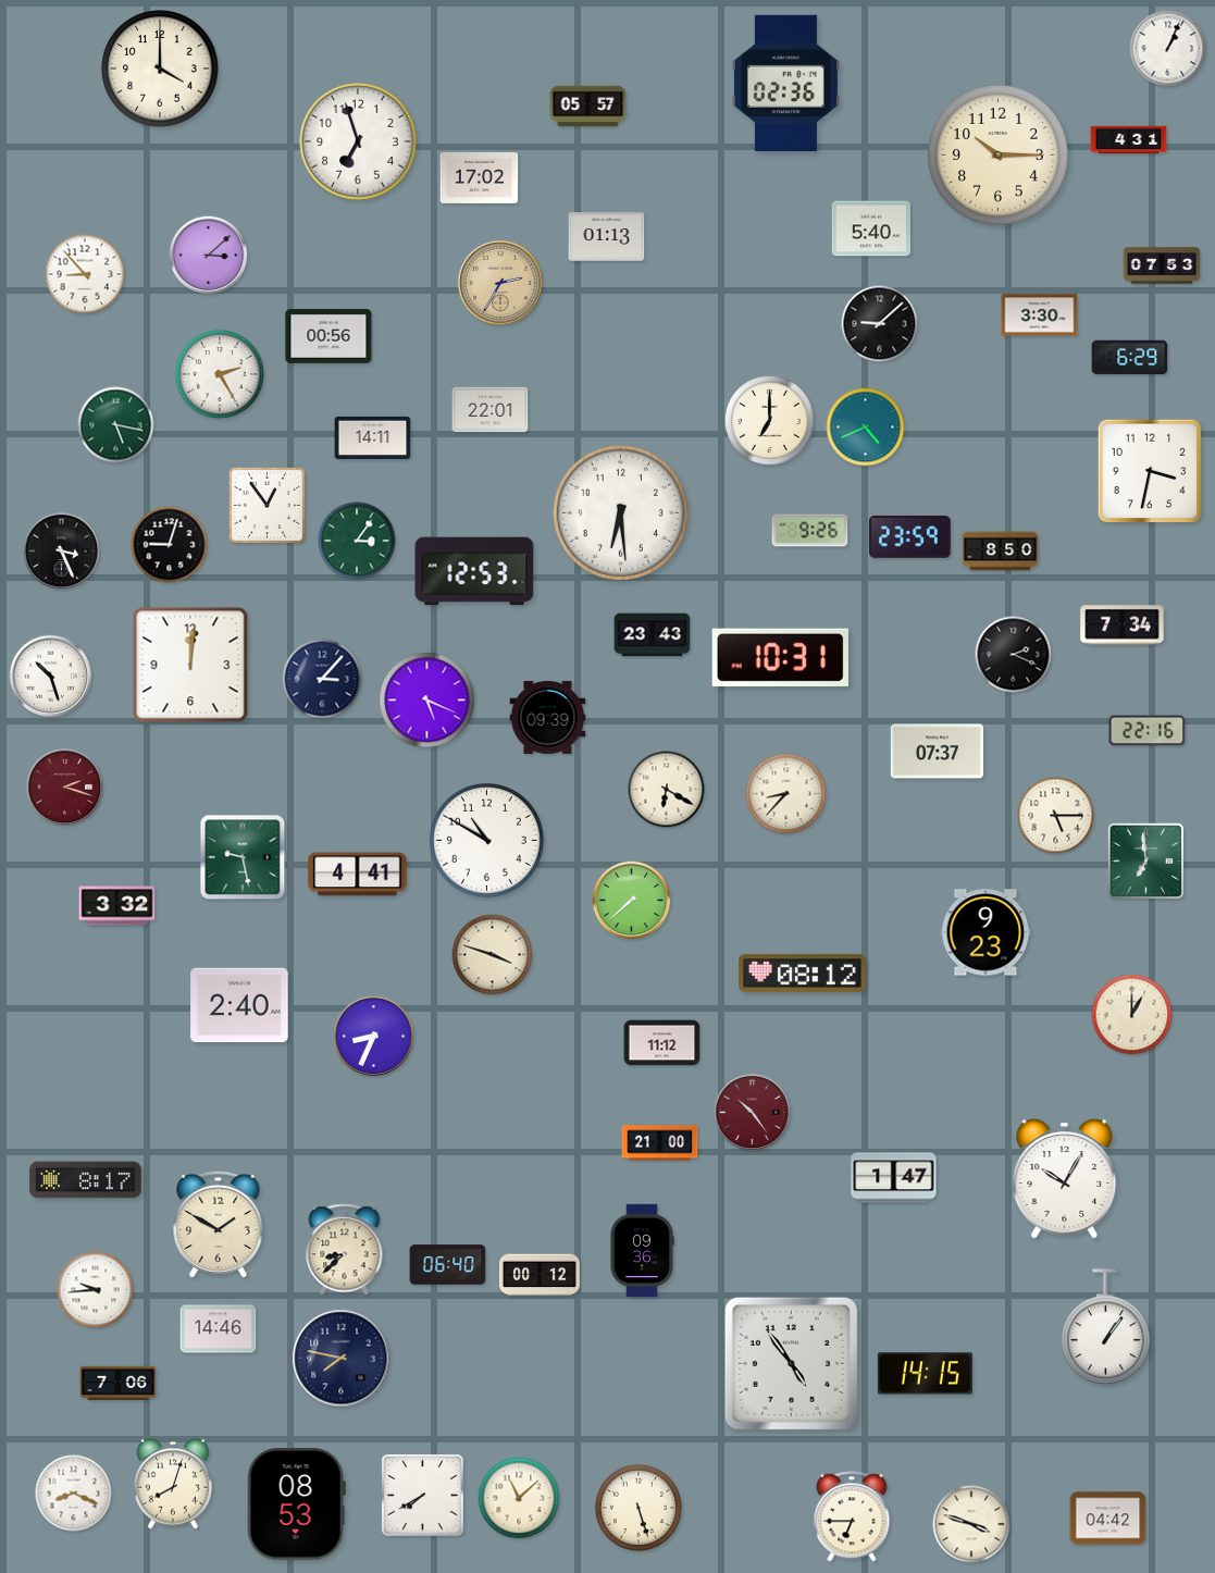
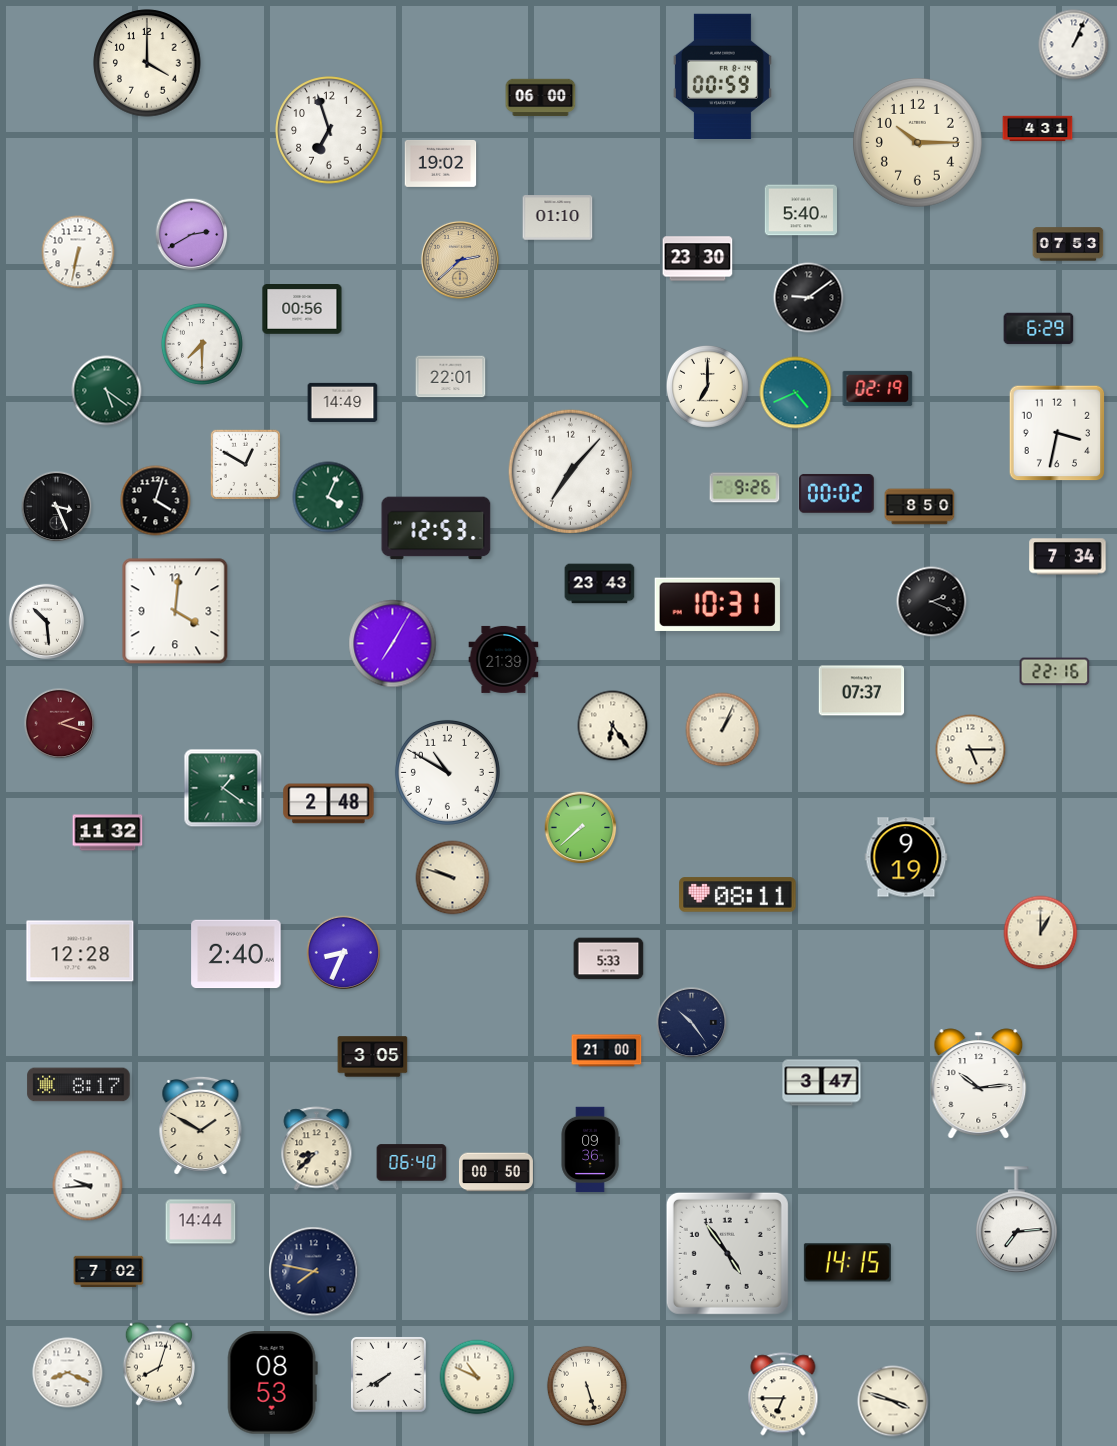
clock at (785, 83): 02:36 -> 00:59
clock at (588, 107): 05:57 -> 06:00
clock at (480, 177): 17:02 -> 19:02
clock at (607, 237): 01:13 -> 01:10
clock at (209, 256): 3:08 -> 2:40
clock at (85, 274): 8:53 -> 6:32
clock at (698, 259): none -> 23:30
clock at (500, 283): 2:35 -> 2:38
clock at (1040, 315): 3:30 -> none
clock at (880, 324): 9:08 -> 9:09
clock at (220, 374): 2:25 -> 7:30
clock at (878, 388): none -> 02:19
clock at (116, 425): 5:17 -> 5:21
clock at (373, 437): 14:11 -> 14:49
clock at (268, 505): 12:54 -> 12:50
clock at (620, 512): 6:29 -> 7:07
clock at (909, 537): 23:59 -> 00:02
clock at (357, 541): 3:06 -> 4:04
clock at (170, 545): 9:03 -> 4:03
clock at (474, 571) position: (474, 571) -> (436, 528)
clock at (1123, 626) position: (1123, 626) -> (1068, 557)
clock at (190, 665): 12:01 -> 4:01
clock at (50, 676): 10:27 -> 10:29
clock at (322, 679): 3:07 -> none
clock at (427, 701): 5:19 -> 7:05
clock at (548, 717): 09:39 -> 21:39
clock at (667, 790): 6:20 -> 6:24
clock at (786, 794): 8:37 -> 1:04
clock at (243, 857): 9:28 -> 1:21
clock at (1145, 860): 6:59 -> none
clock at (358, 875): 4:41 -> 2:48
clock at (117, 906): 3:32 -> 11:32
clock at (985, 932): 9:23 -> 9:19
clock at (493, 955): 3:48 -> 9:48
clock at (803, 974): 08:12 -> 08:11
clock at (239, 1005) position: (239, 1005) -> (236, 954)
clock at (80, 951): none -> 12:28
clock at (662, 1043): 11:12 -> 5:33
clock at (753, 1113) dial: burgundy -> navy
clock at (373, 1057): none -> 3:05
clock at (894, 1178): 1:47 -> 3:47
clock at (1065, 1179): 10:05 -> 10:14
clock at (540, 1275): 00:12 -> 00:50
clock at (1106, 1327): 1:06 -> 7:14
clock at (219, 1329): 14:46 -> 14:44
clock at (342, 1359) position: (342, 1359) -> (314, 1272)
clock at (925, 1374) position: (925, 1374) -> (847, 1263)
clock at (119, 1384): 7:06 -> 7:02
clock at (519, 1498): 11:08 -> 10:49
clock at (1108, 1519): 04:42 -> none
